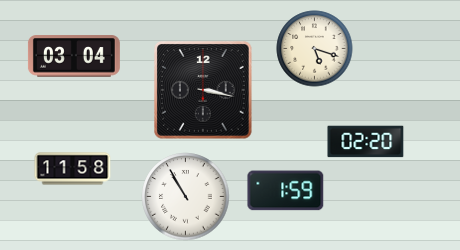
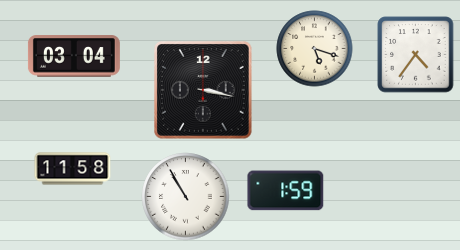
clock at (416, 55): none -> 4:36
clock at (366, 142): 02:20 -> none
